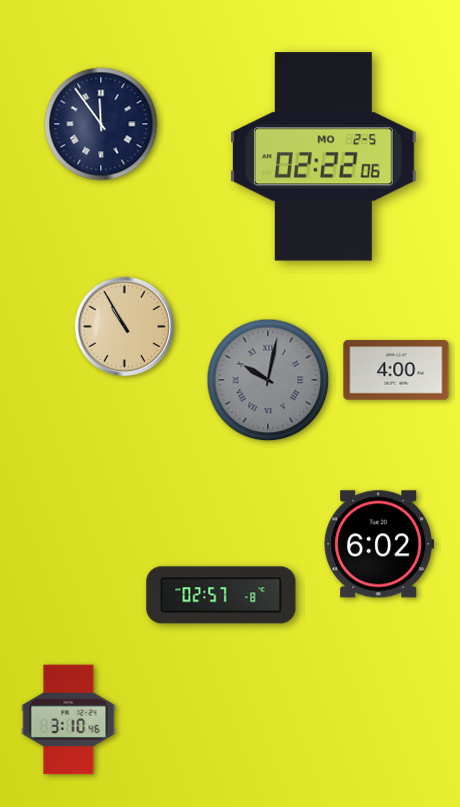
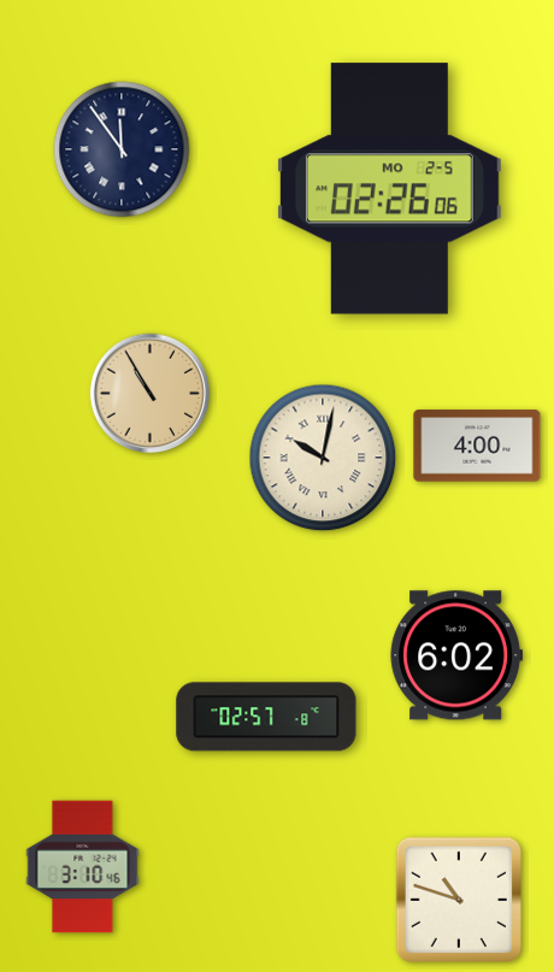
clock at (323, 157): 02:22 -> 02:26
clock at (268, 380) dial: grey -> cream
clock at (458, 899): none -> 10:48
